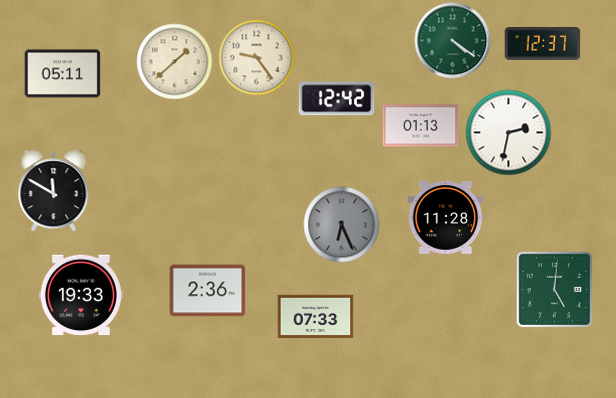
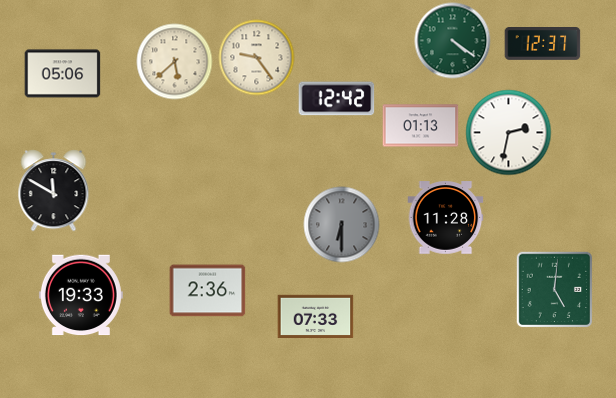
clock at (175, 62): 1:38 -> 5:38
clock at (63, 74): 05:11 -> 05:06
clock at (342, 225): 6:26 -> 6:30
